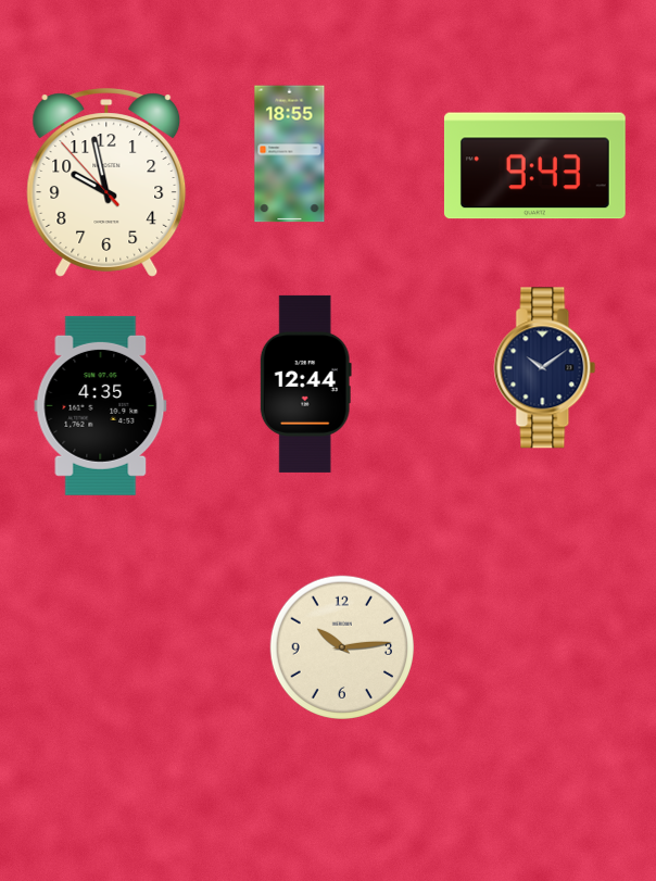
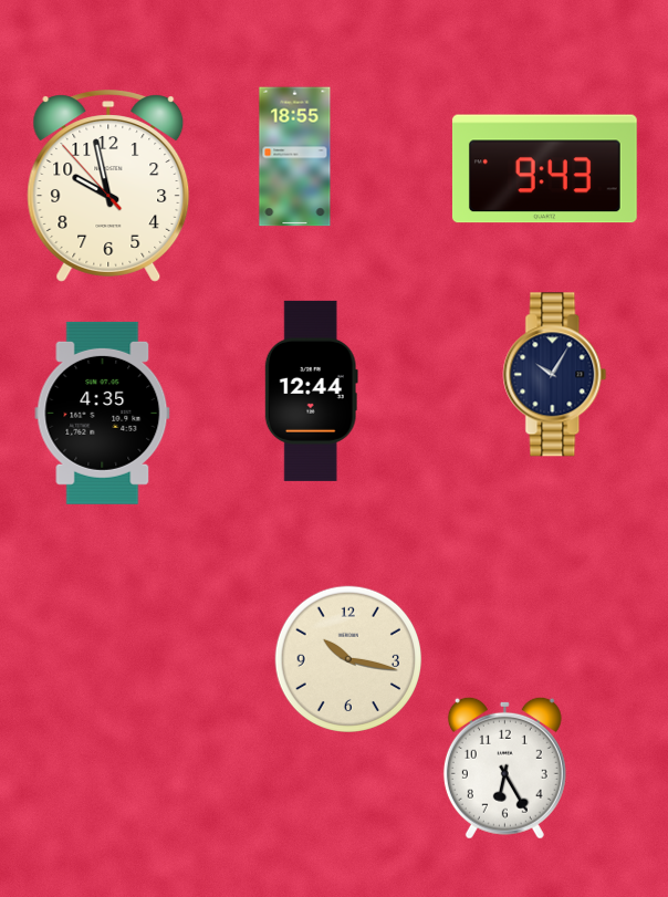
clock at (545, 368): 10:09 -> 10:05
clock at (341, 646): 10:14 -> 10:17
clock at (504, 768): none -> 6:25
